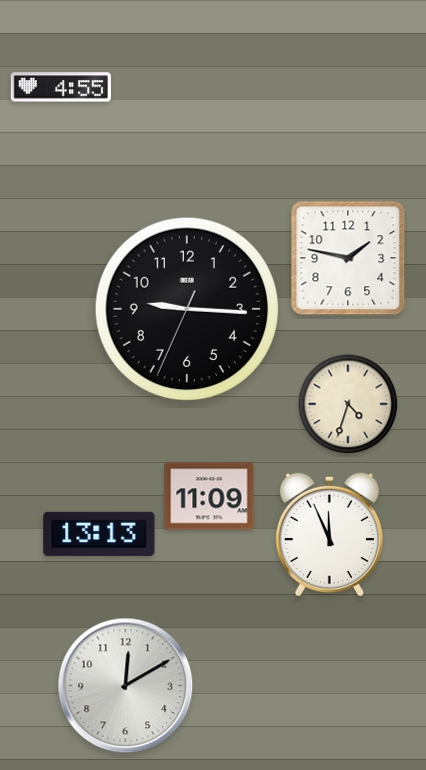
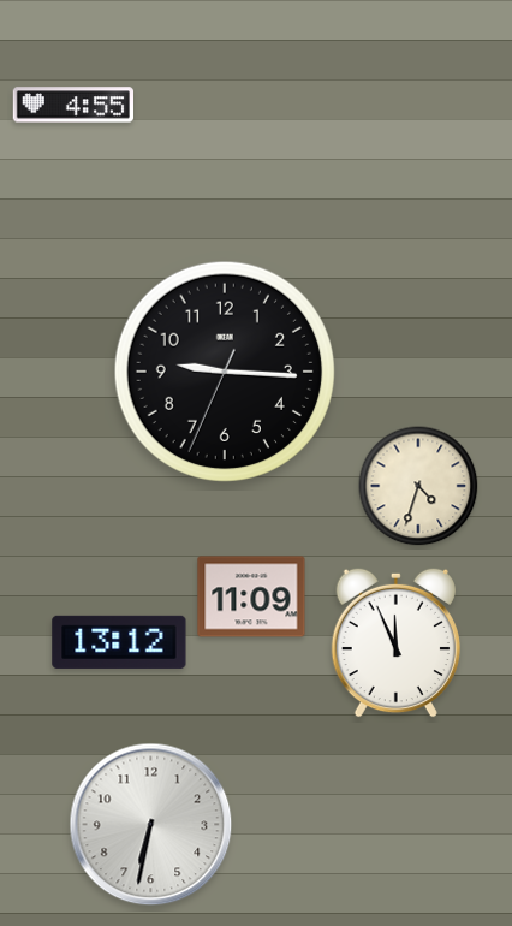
clock at (348, 258): 1:47 -> none
clock at (99, 534): 13:13 -> 13:12
clock at (126, 686): 12:10 -> 6:32
